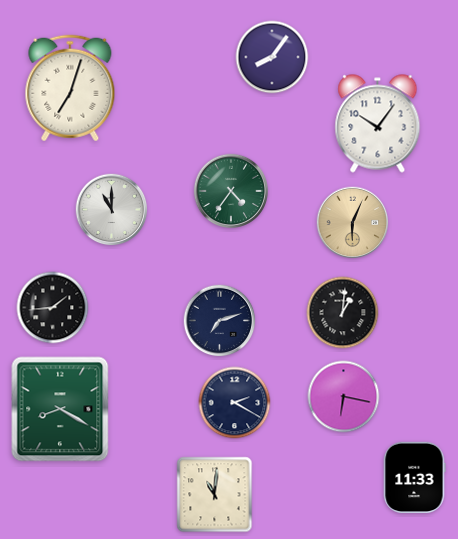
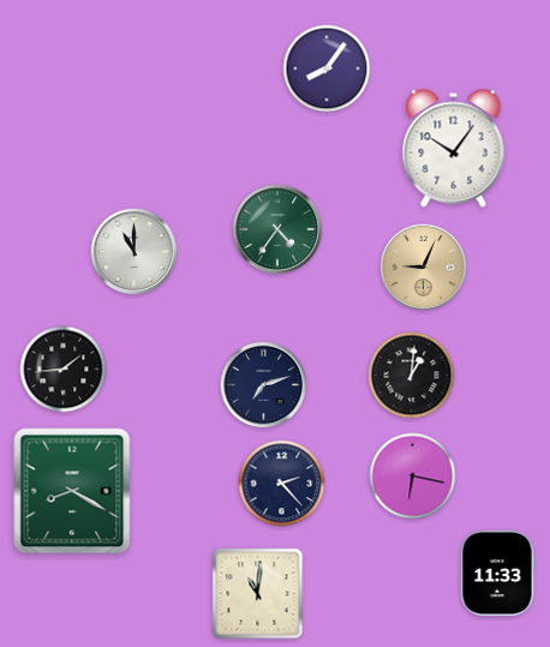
clock at (70, 88): 7:03 -> none
clock at (353, 223): 6:04 -> 9:04
clock at (235, 403): 2:20 -> 2:23
